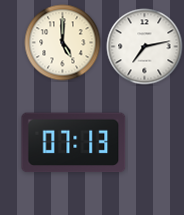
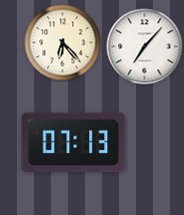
clock at (63, 43): 5:00 -> 6:23
clock at (145, 47): 7:13 -> 7:07
